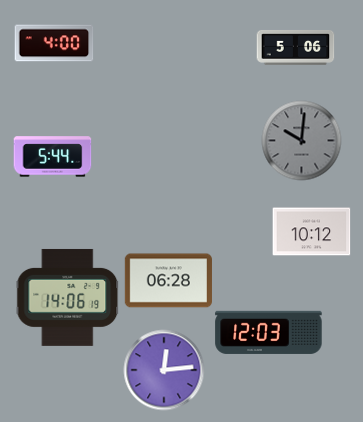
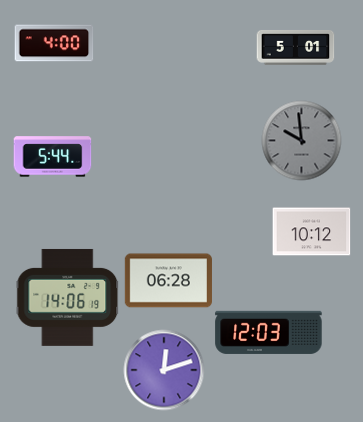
clock at (295, 48): 5:06 -> 5:01
clock at (301, 140): 10:01 -> 9:59
clock at (164, 370): 12:14 -> 12:12
